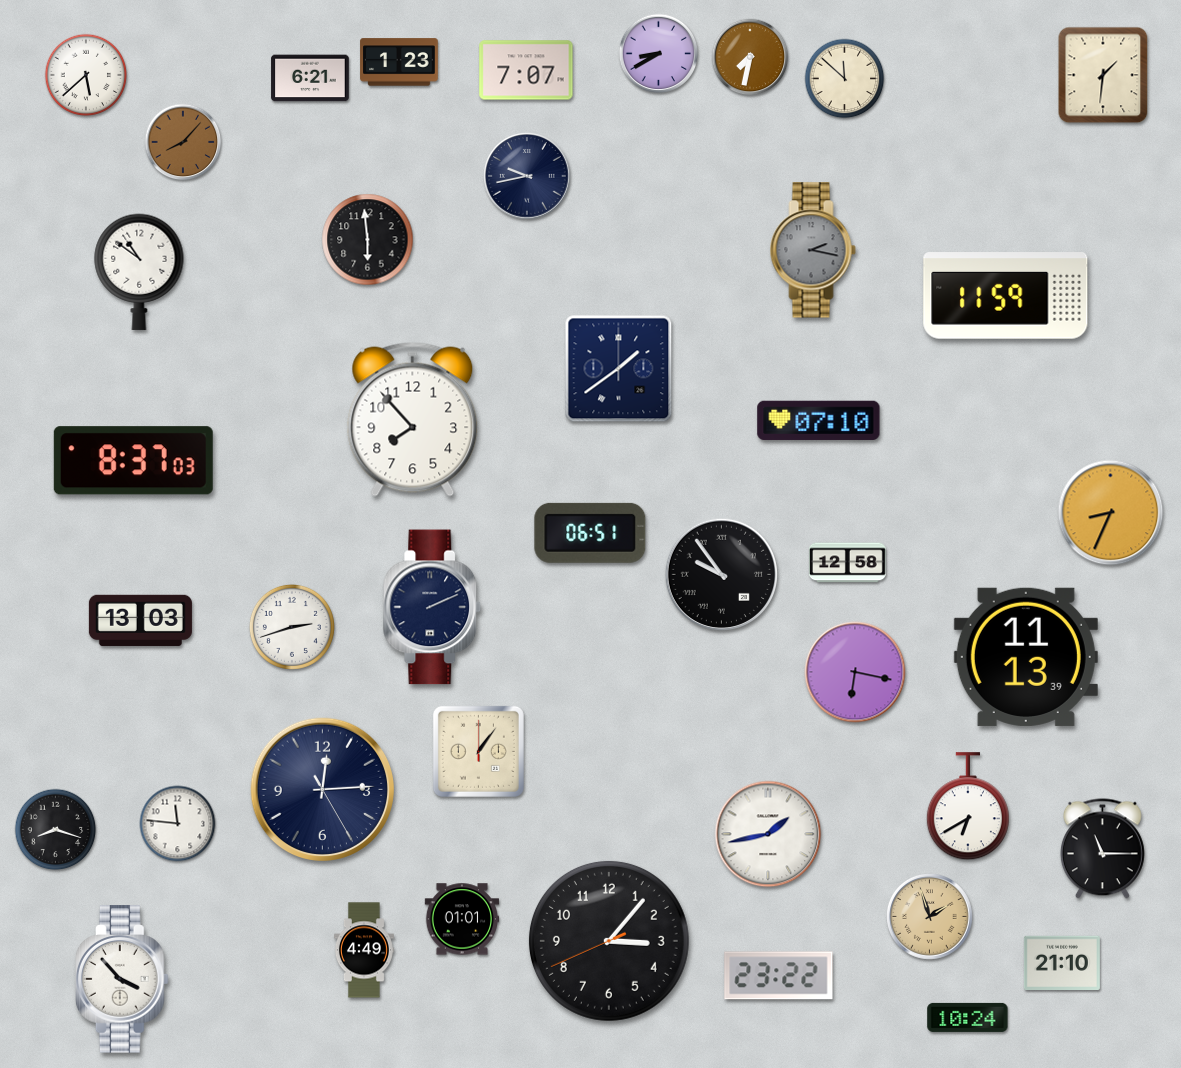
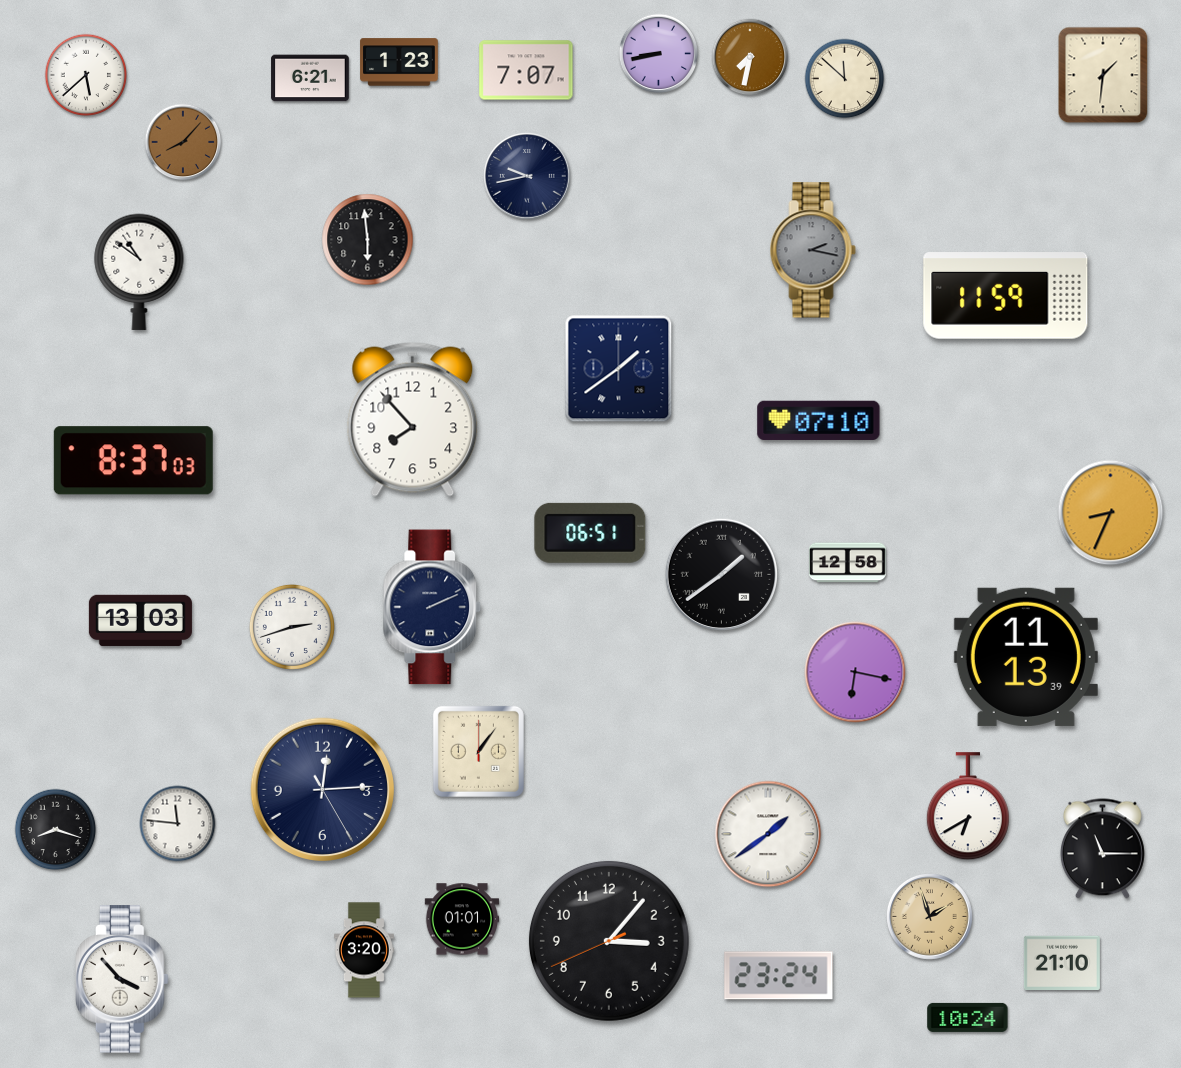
clock at (659, 54): 8:40 -> 8:43
clock at (721, 574): 9:54 -> 1:39
clock at (768, 834): 1:43 -> 1:39
clock at (364, 950): 4:49 -> 3:20
clock at (779, 976): 23:22 -> 23:24
